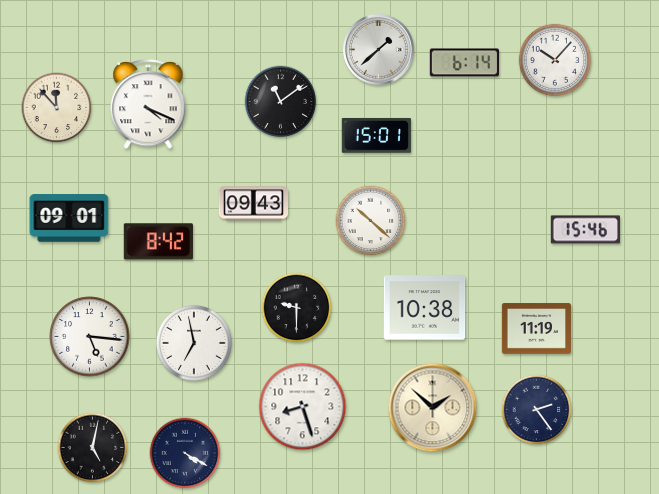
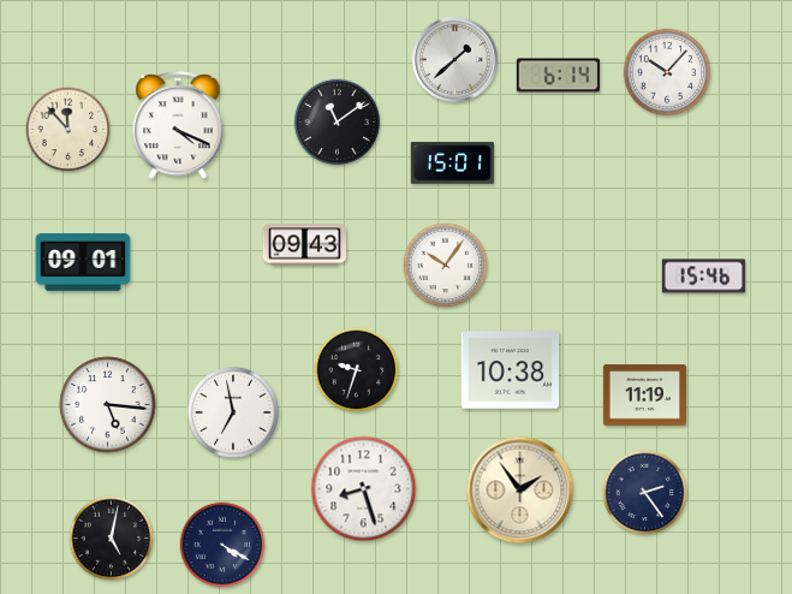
clock at (371, 221): 10:22 -> 10:06
clock at (158, 242): 8:42 -> none
clock at (297, 308): 9:30 -> 9:33
clock at (433, 408): 1:52 -> 1:54
